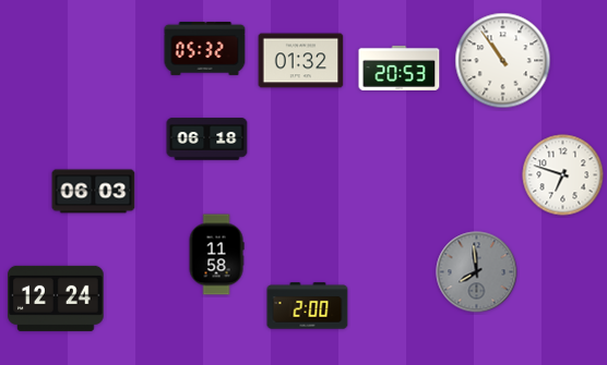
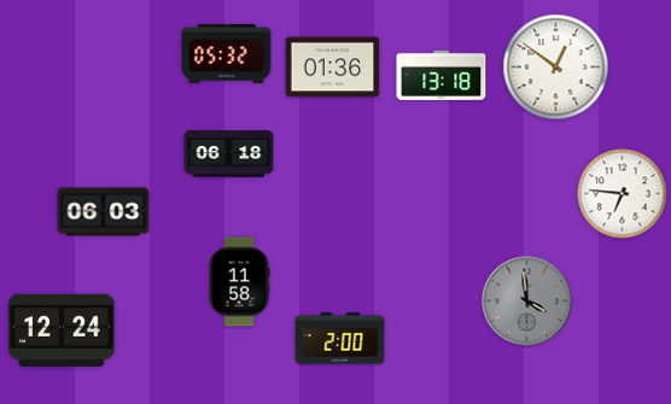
clock at (301, 61): 01:32 -> 01:36
clock at (503, 61): 10:54 -> 12:51
clock at (400, 68): 20:53 -> 13:18
clock at (563, 175): 6:48 -> 6:46
clock at (477, 272): 7:59 -> 3:59
